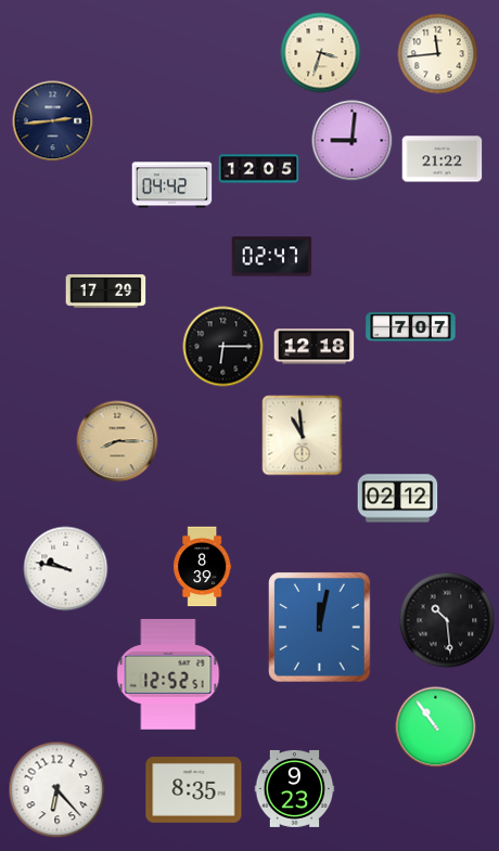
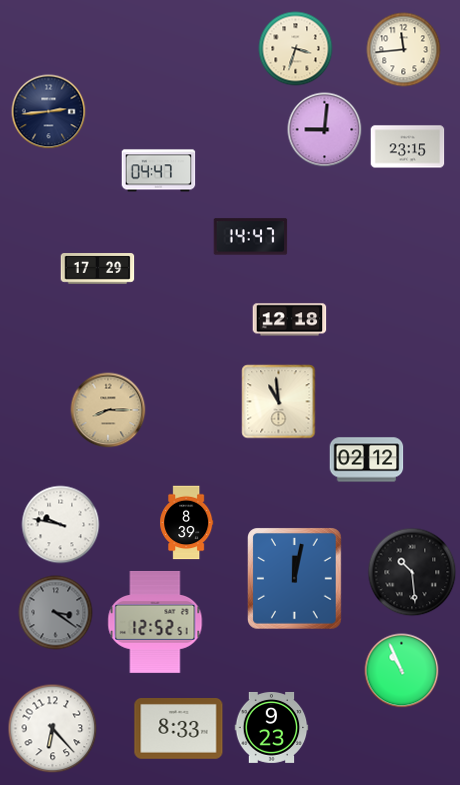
clock at (443, 159): 21:22 -> 23:15
clock at (259, 169): 12:05 -> none
clock at (172, 185): 04:42 -> 04:47
clock at (272, 257): 02:47 -> 14:47
clock at (411, 327): 7:07 -> none
clock at (223, 347): 6:15 -> none
clock at (117, 441) position: (117, 441) -> (108, 410)
clock at (56, 613): none -> 3:21
clock at (436, 727): 10:54 -> 10:56
clock at (194, 790): 8:35 -> 8:33
